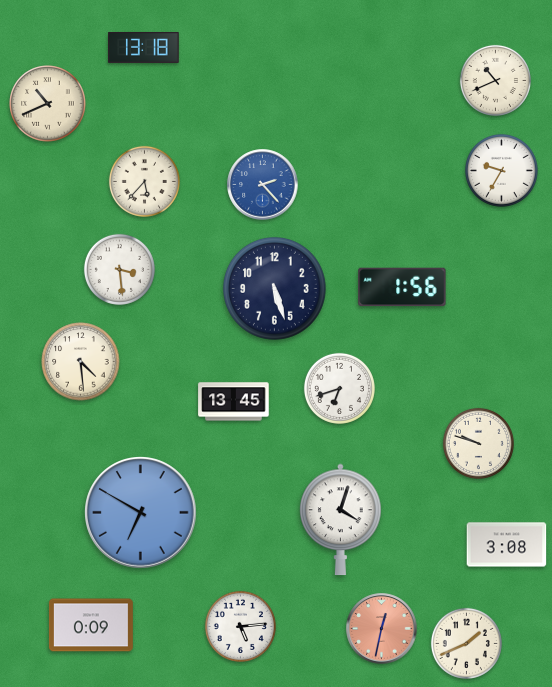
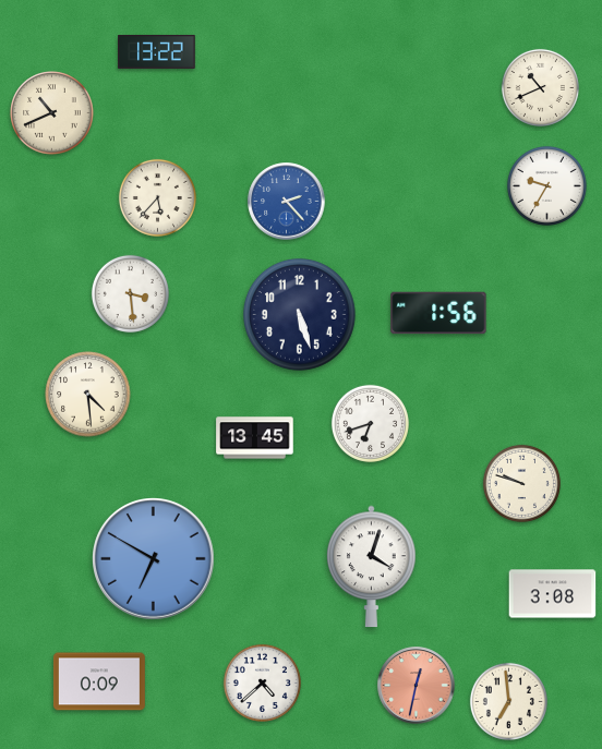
clock at (144, 47): 13:18 -> 13:22
clock at (240, 626): 5:14 -> 4:38
clock at (466, 643): 1:41 -> 6:59
